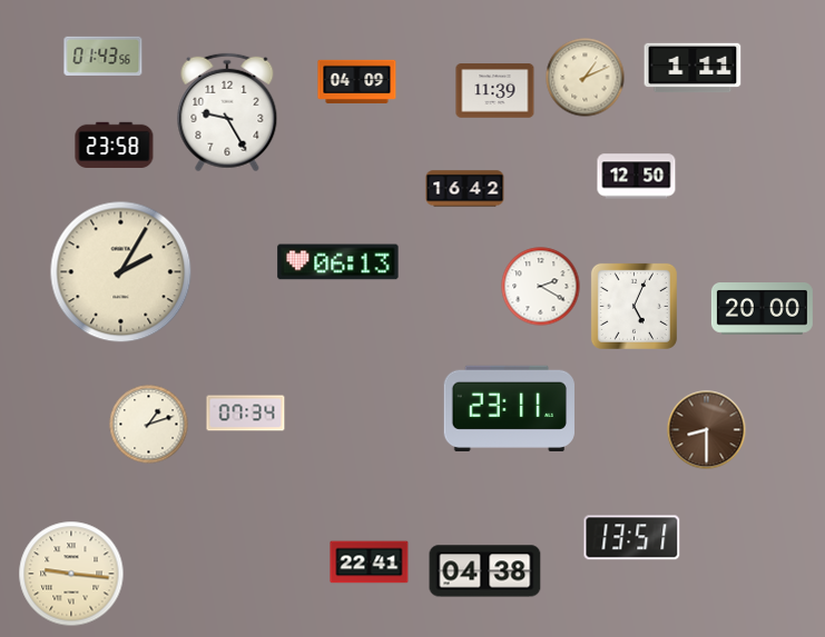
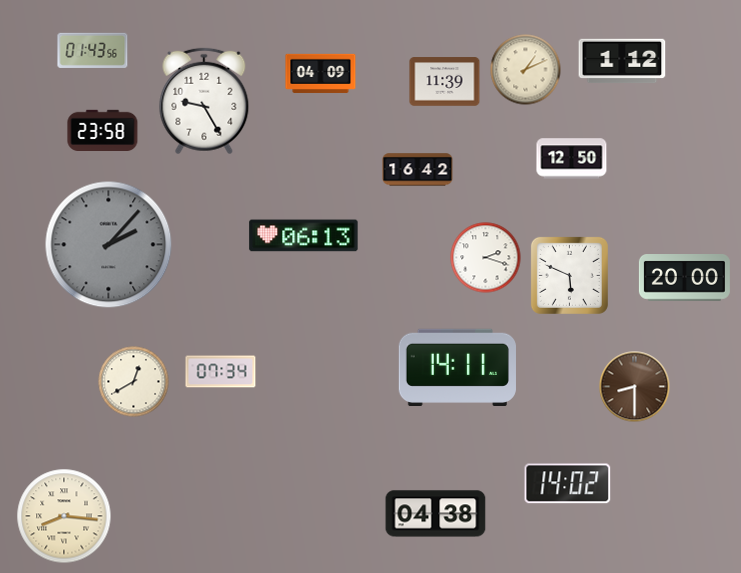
clock at (693, 68): 1:11 -> 1:12
clock at (121, 272): 2:05 -> 2:07
clock at (121, 272) dial: cream -> grey
clock at (541, 287): 2:20 -> 2:18
clock at (634, 306): 5:04 -> 5:49
clock at (509, 408): 23:11 -> 14:11
clock at (149, 425): 1:12 -> 12:40
clock at (632, 538): 13:51 -> 14:02
clock at (370, 563): 22:41 -> none
clock at (71, 574): 9:16 -> 8:16
